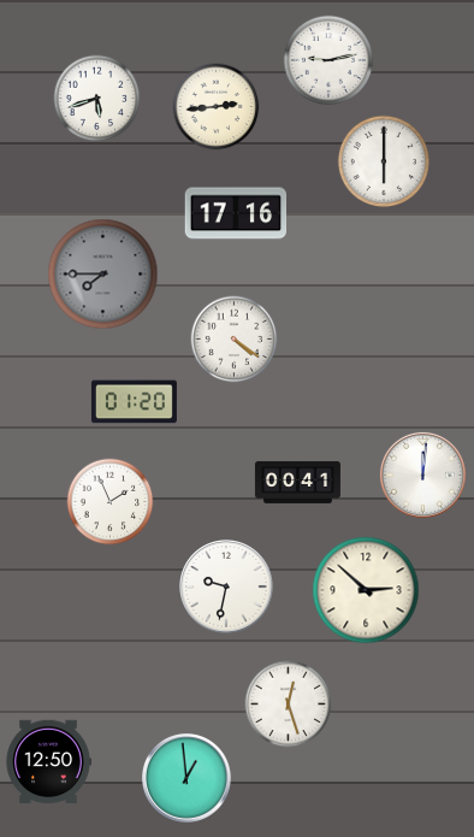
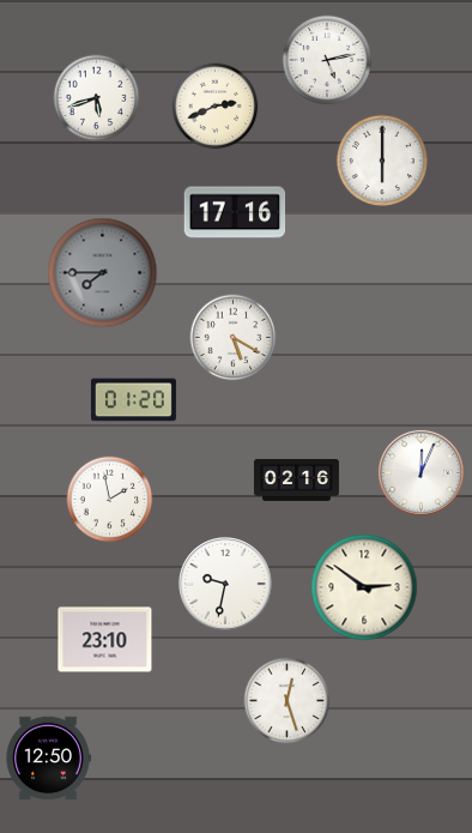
clock at (328, 60): 9:13 -> 5:13
clock at (217, 107): 2:44 -> 2:41
clock at (235, 340): 4:21 -> 5:20
clock at (422, 475): 12:01 -> 12:04
clock at (297, 482): 00:41 -> 02:16
clock at (111, 502): 1:56 -> 1:58
clock at (366, 590): 2:52 -> 2:51
clock at (105, 640): none -> 23:10
clock at (186, 778): 12:59 -> none
